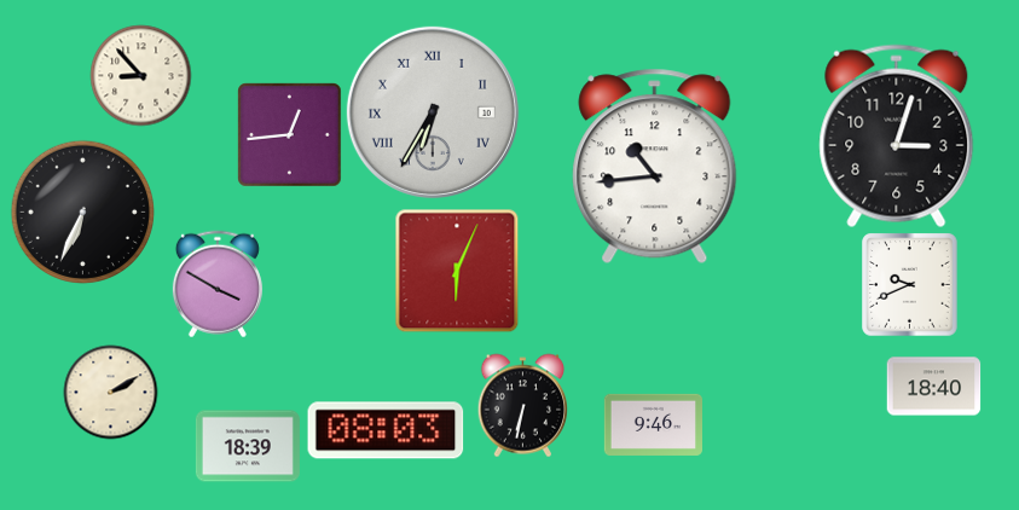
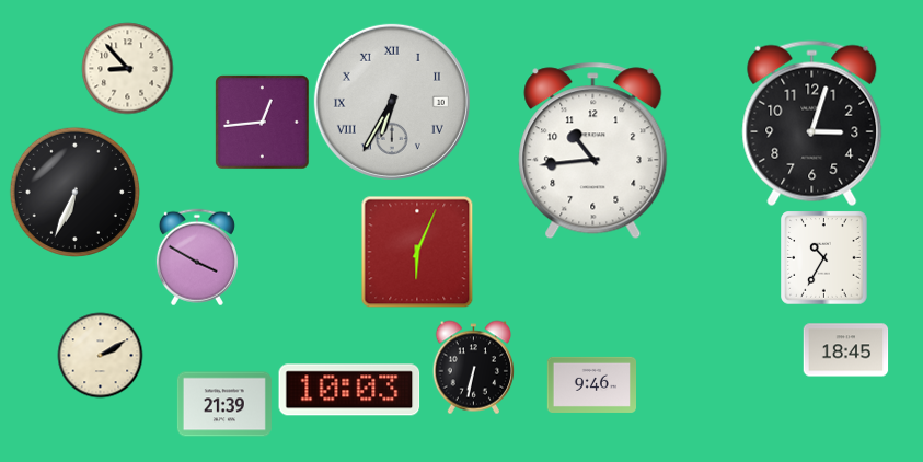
clock at (457, 271) position: (457, 271) -> (417, 252)
clock at (910, 284): 9:41 -> 10:35
clock at (933, 387): 18:40 -> 18:45
clock at (386, 430): 08:03 -> 10:03
clock at (248, 446): 18:39 -> 21:39
